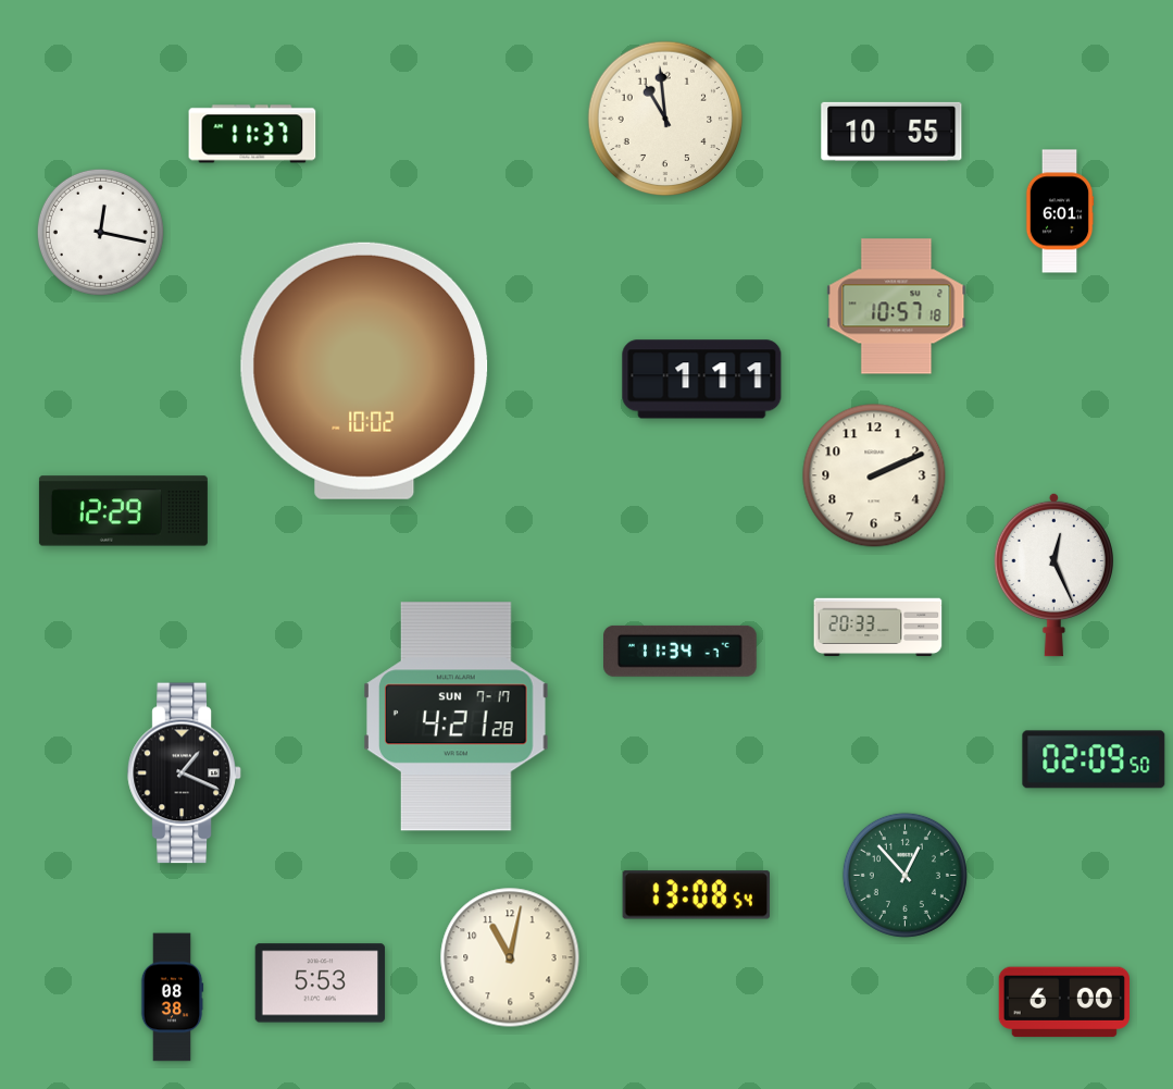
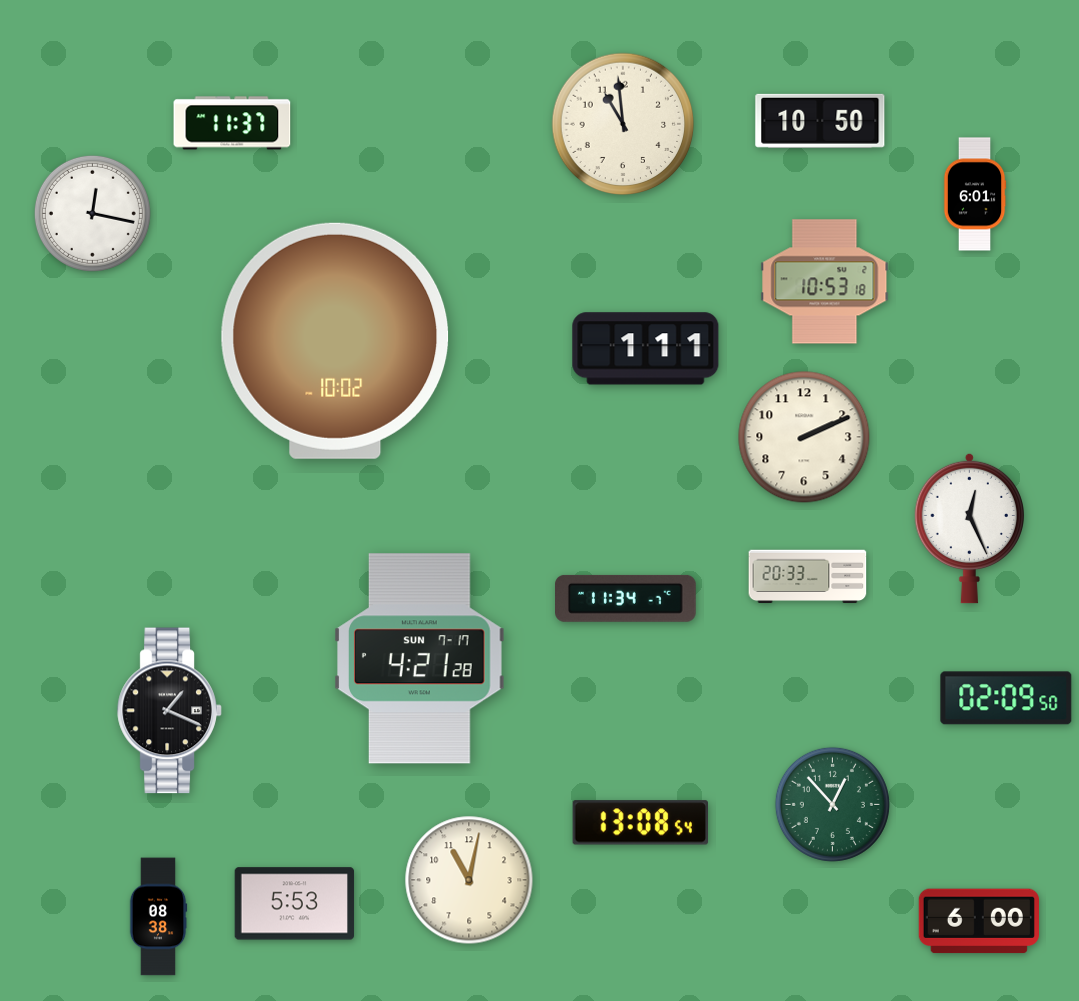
clock at (665, 119) position: (665, 119) -> (623, 124)
clock at (891, 132): 10:55 -> 10:50
clock at (897, 307): 10:57 -> 10:53
clock at (123, 511): 12:29 -> none
